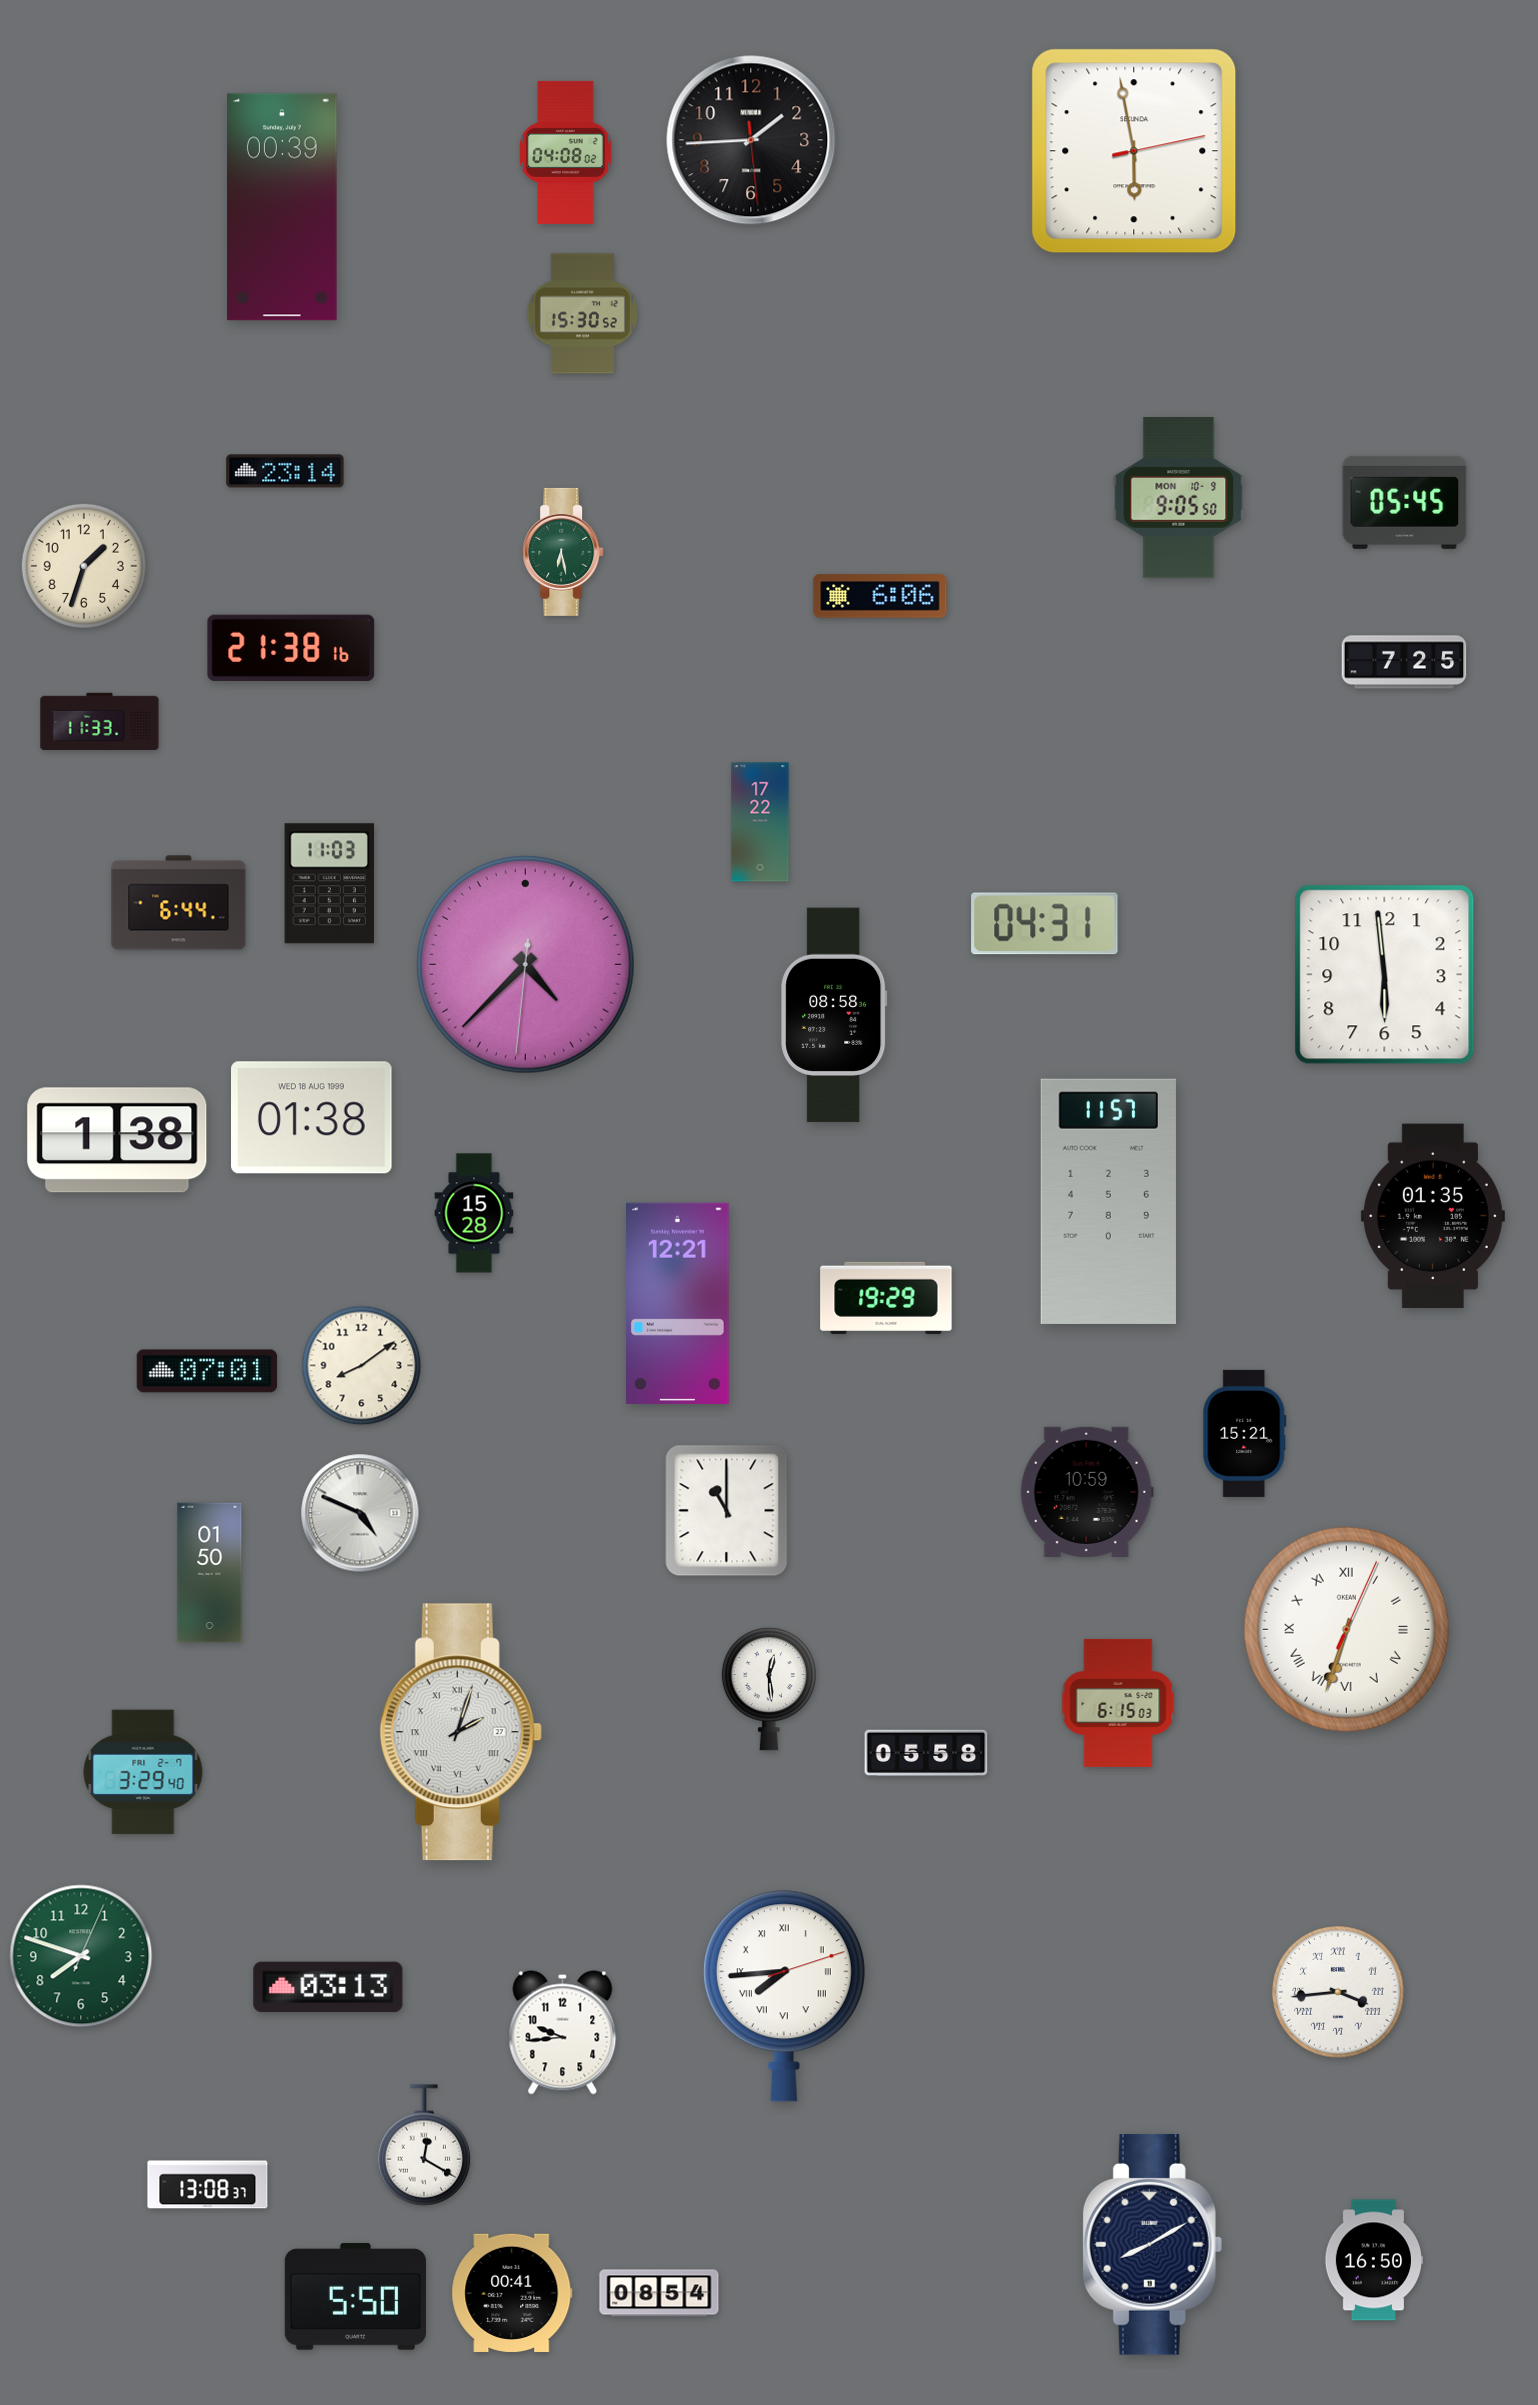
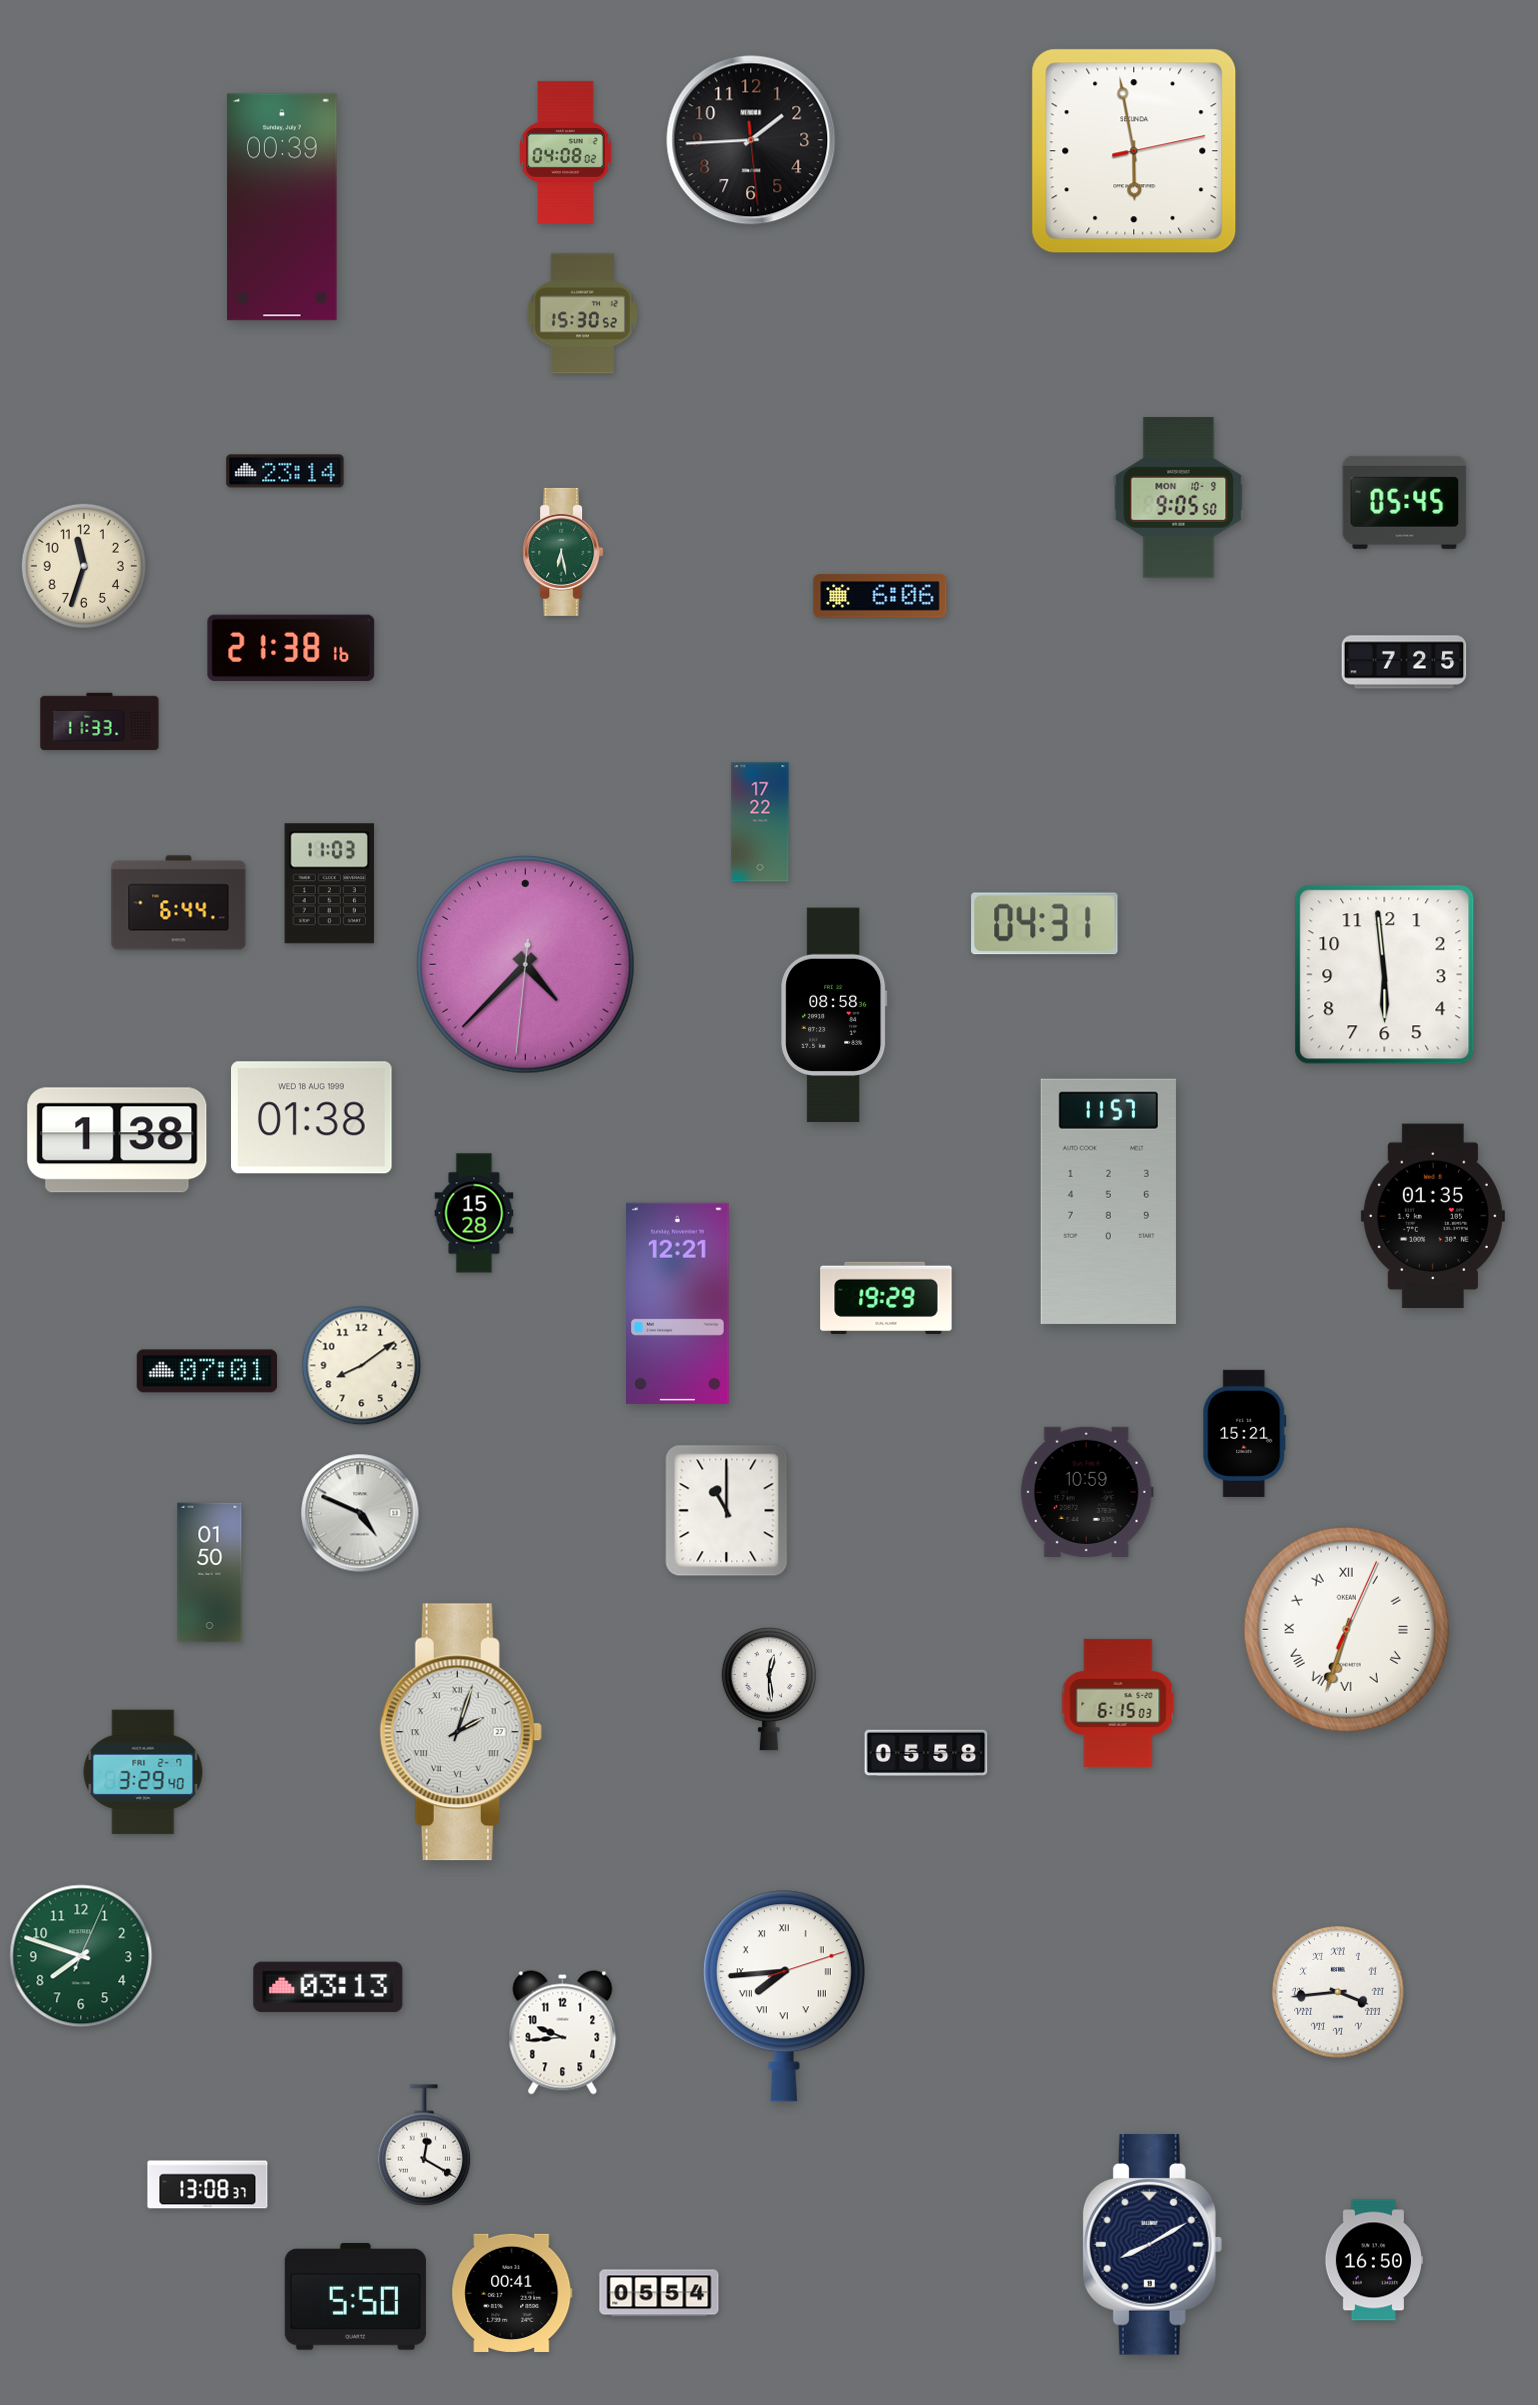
clock at (84, 566): 1:33 -> 11:33
clock at (659, 2293): 08:54 -> 05:54
